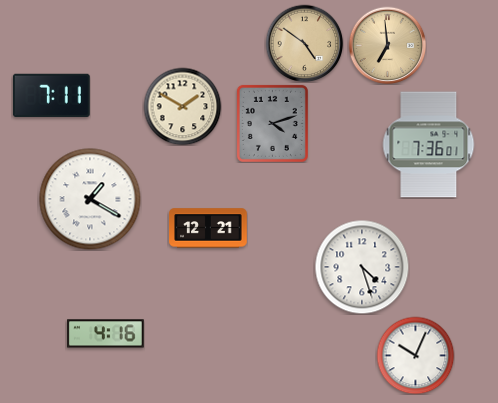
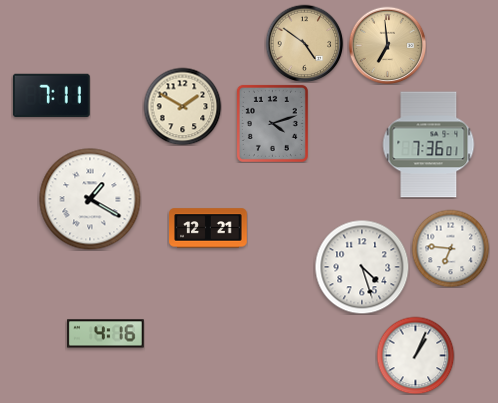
clock at (450, 248): none -> 6:46
clock at (415, 355): 10:04 -> 1:04
